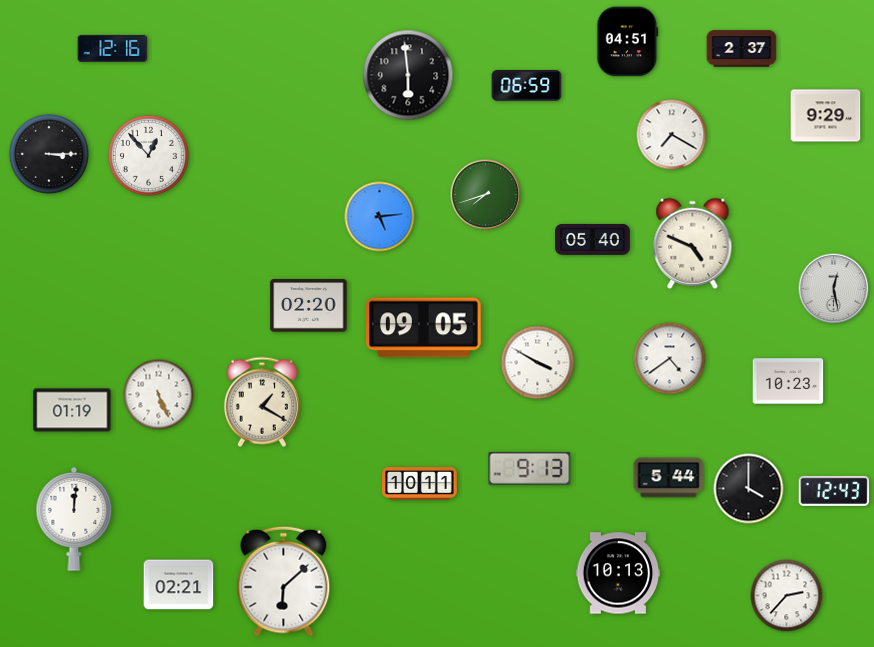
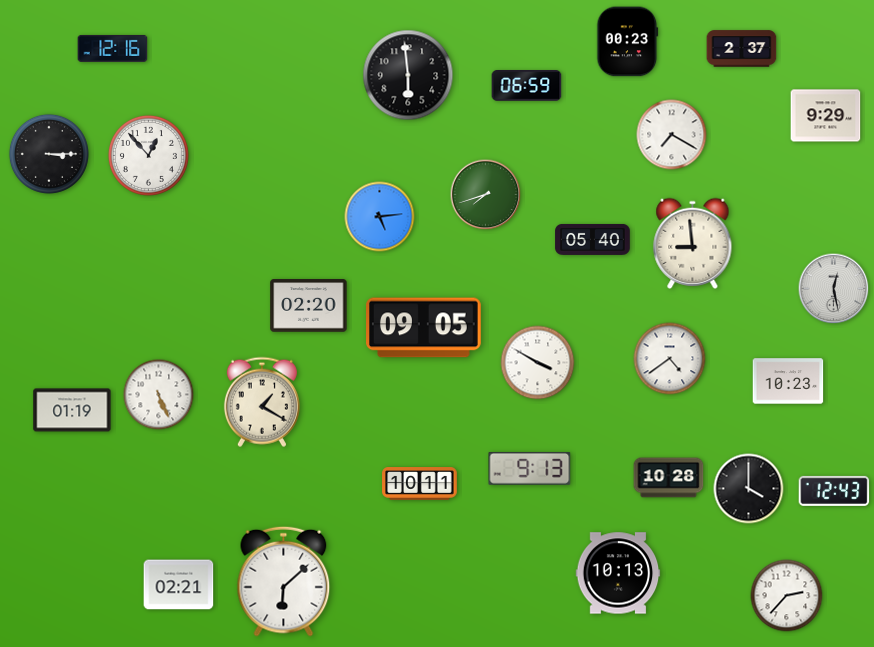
clock at (628, 42): 04:51 -> 00:23
clock at (693, 243): 4:49 -> 8:59
clock at (669, 478): 5:44 -> 10:28
clock at (74, 519): 12:01 -> none
